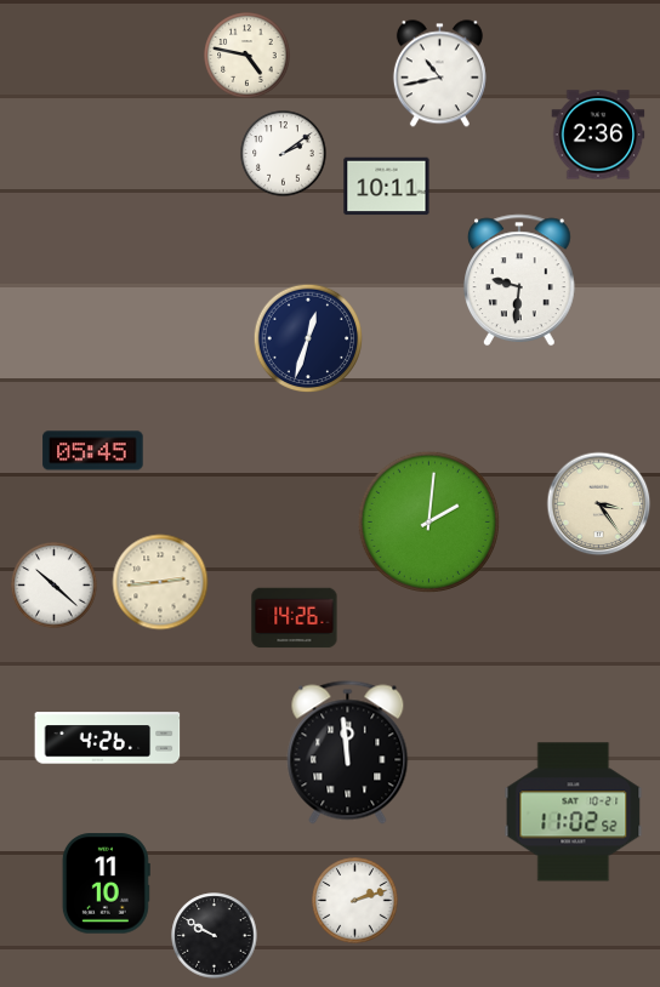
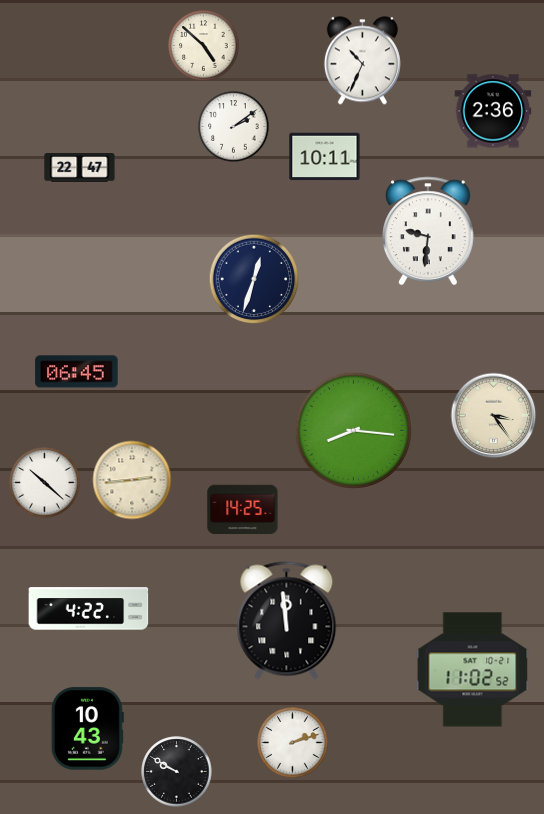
clock at (247, 56): 4:47 -> 4:52
clock at (439, 74): 10:43 -> 10:34
clock at (387, 187) position: (387, 187) -> (325, 157)
clock at (80, 168): none -> 22:47
clock at (93, 451): 05:45 -> 06:45
clock at (428, 521): 2:01 -> 8:16
clock at (295, 618): 14:26 -> 14:25
clock at (108, 738): 4:26 -> 4:22
clock at (106, 884): 11:10 -> 10:43
